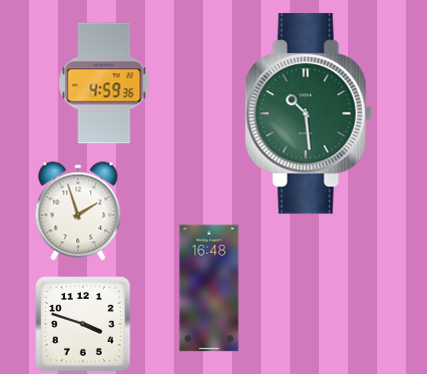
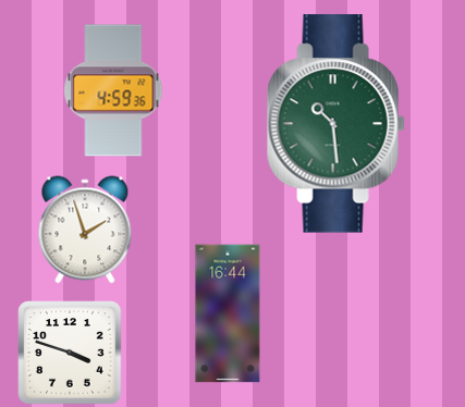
clock at (209, 288): 16:48 -> 16:44
clock at (83, 324) position: (83, 324) -> (70, 353)
